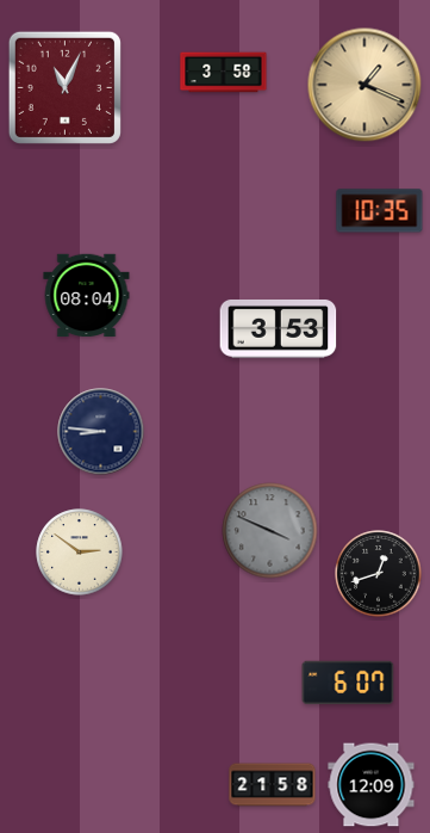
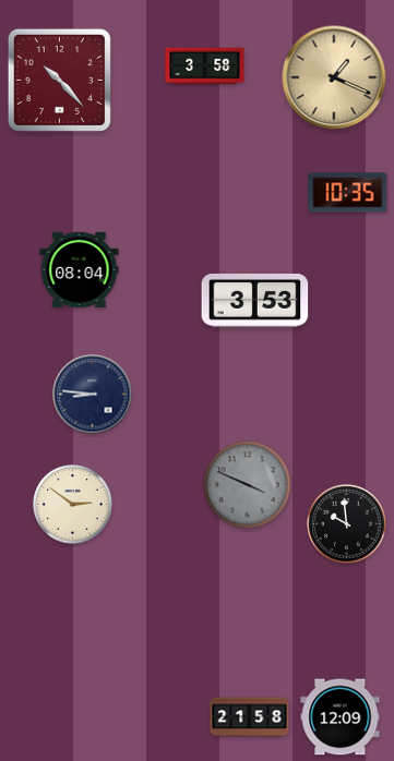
clock at (64, 87): 11:04 -> 10:23
clock at (379, 574): 12:42 -> 9:59
clock at (348, 683): 6:07 -> none
